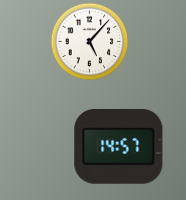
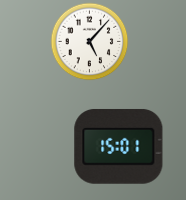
clock at (119, 146): 14:57 -> 15:01
